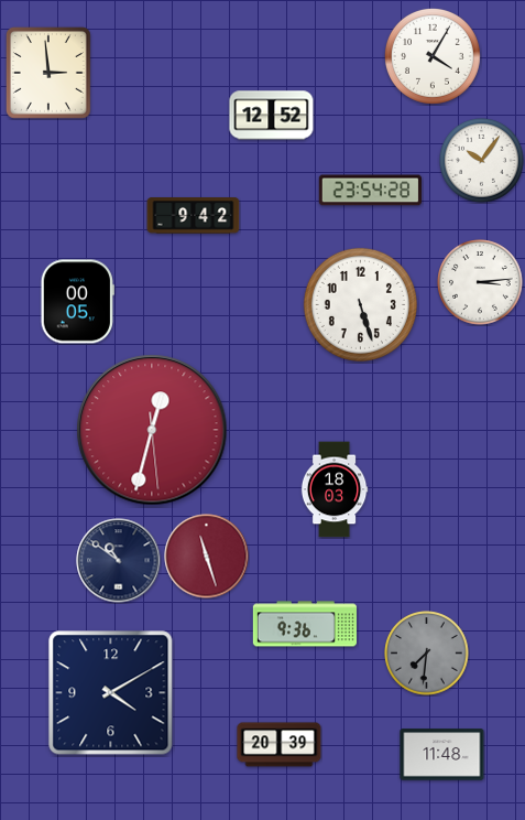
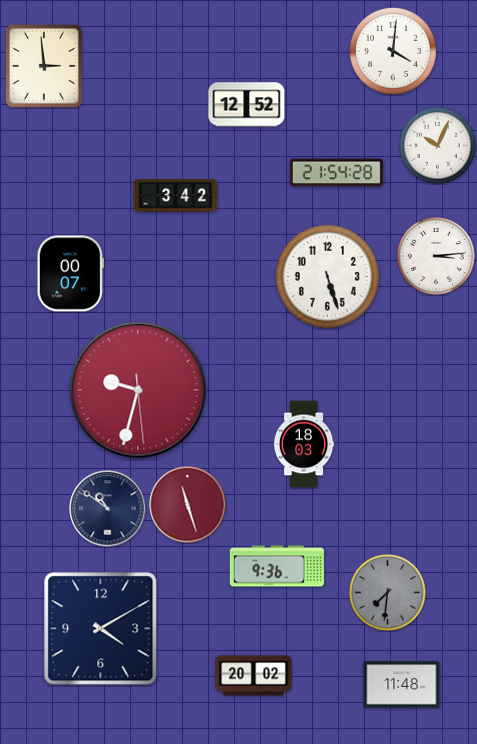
clock at (433, 56): 4:05 -> 4:01
clock at (482, 161): 10:06 -> 10:04
clock at (370, 191): 23:54 -> 21:54
clock at (194, 216): 9:42 -> 3:42
clock at (77, 302): 00:05 -> 00:07
clock at (152, 430): 12:32 -> 9:32
clock at (280, 745): 20:39 -> 20:02
